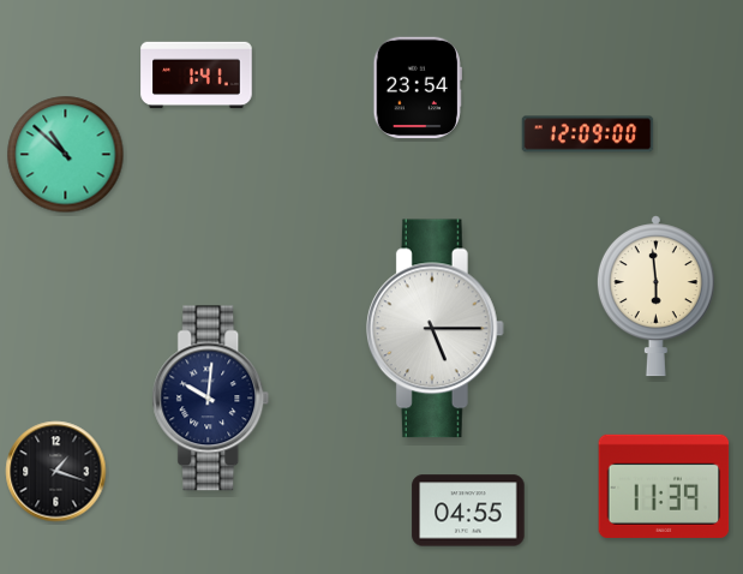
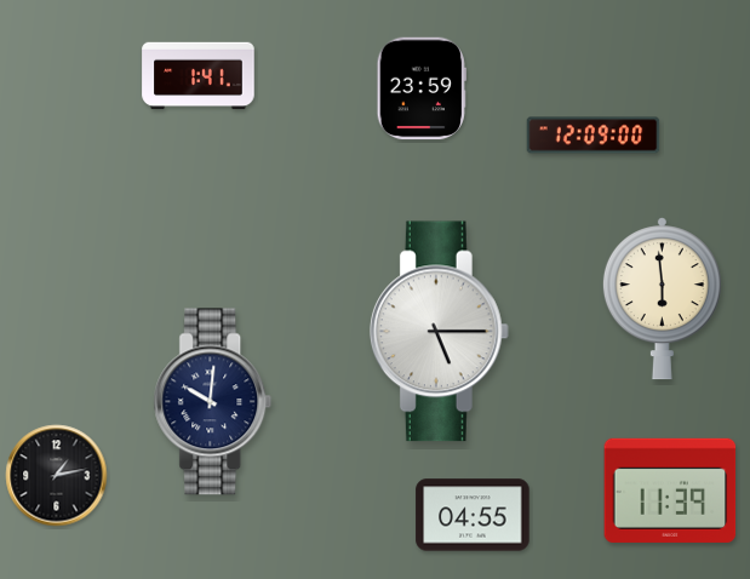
clock at (417, 88): 23:54 -> 23:59
clock at (66, 155): 10:52 -> none
clock at (56, 472): 1:18 -> 1:13
